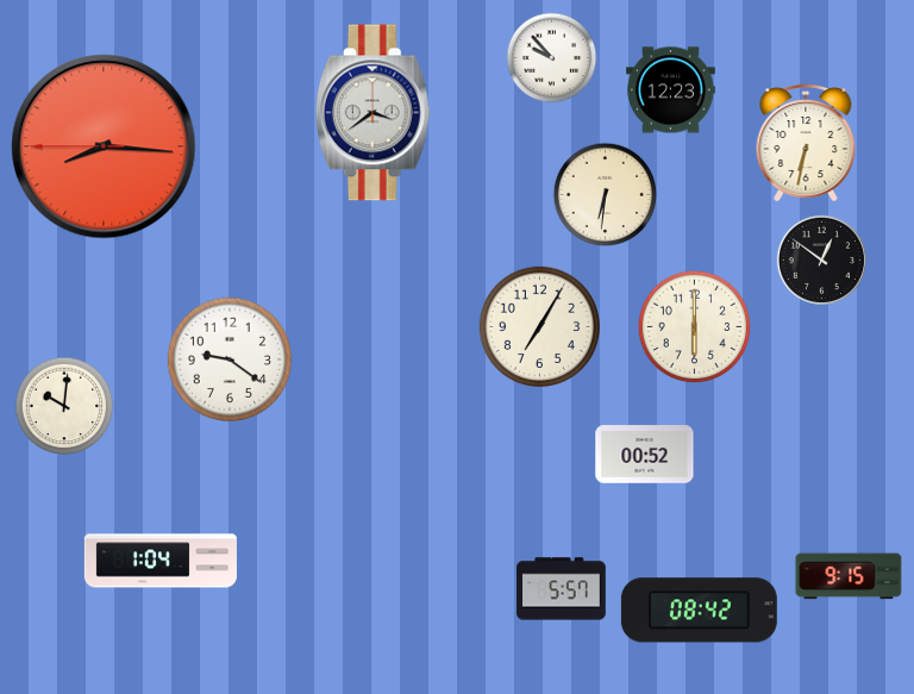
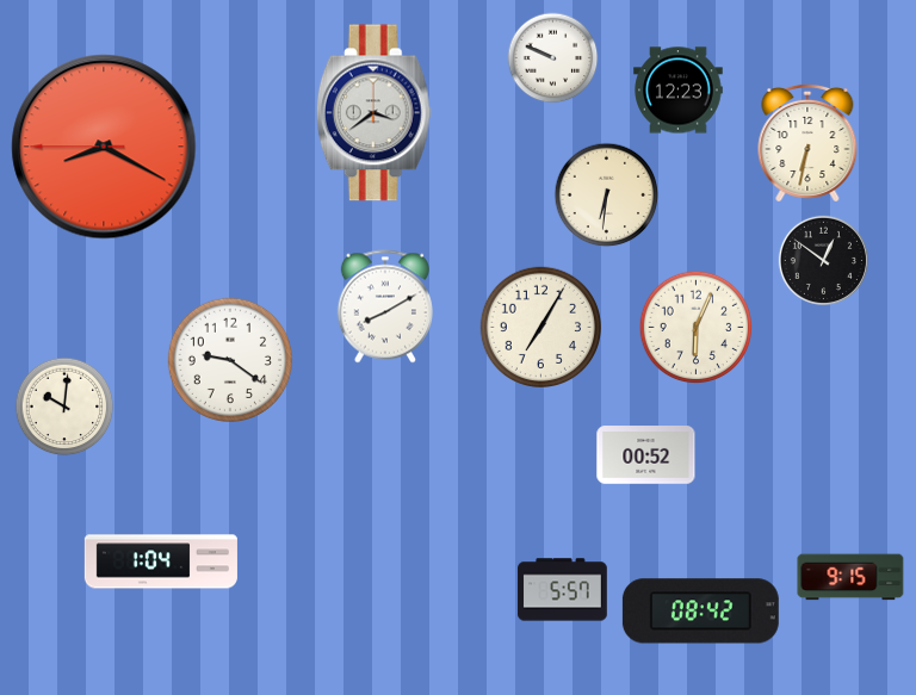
clock at (552, 58): 9:53 -> 9:49
clock at (671, 90) position: (671, 90) -> (679, 91)
clock at (104, 146): 8:15 -> 8:19
clock at (385, 306): none -> 8:10
clock at (695, 327): 6:00 -> 6:04
